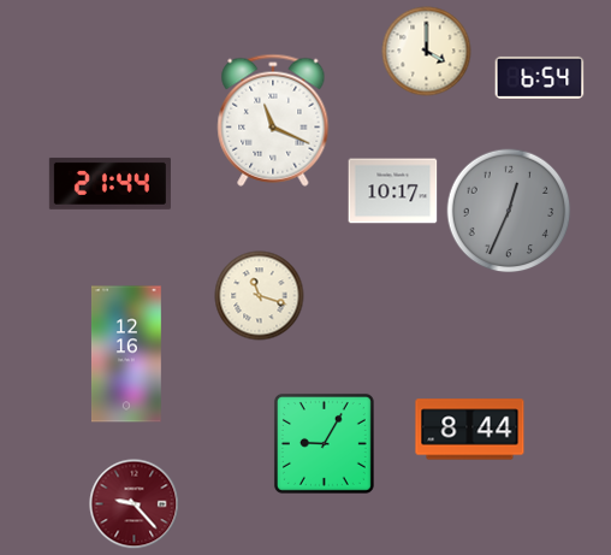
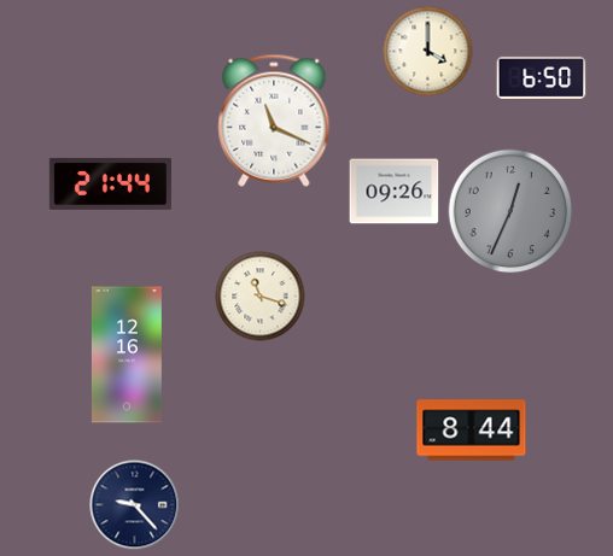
clock at (540, 77): 6:54 -> 6:50
clock at (393, 191): 10:17 -> 09:26
clock at (324, 443): 9:05 -> none
clock at (135, 504) dial: burgundy -> navy
